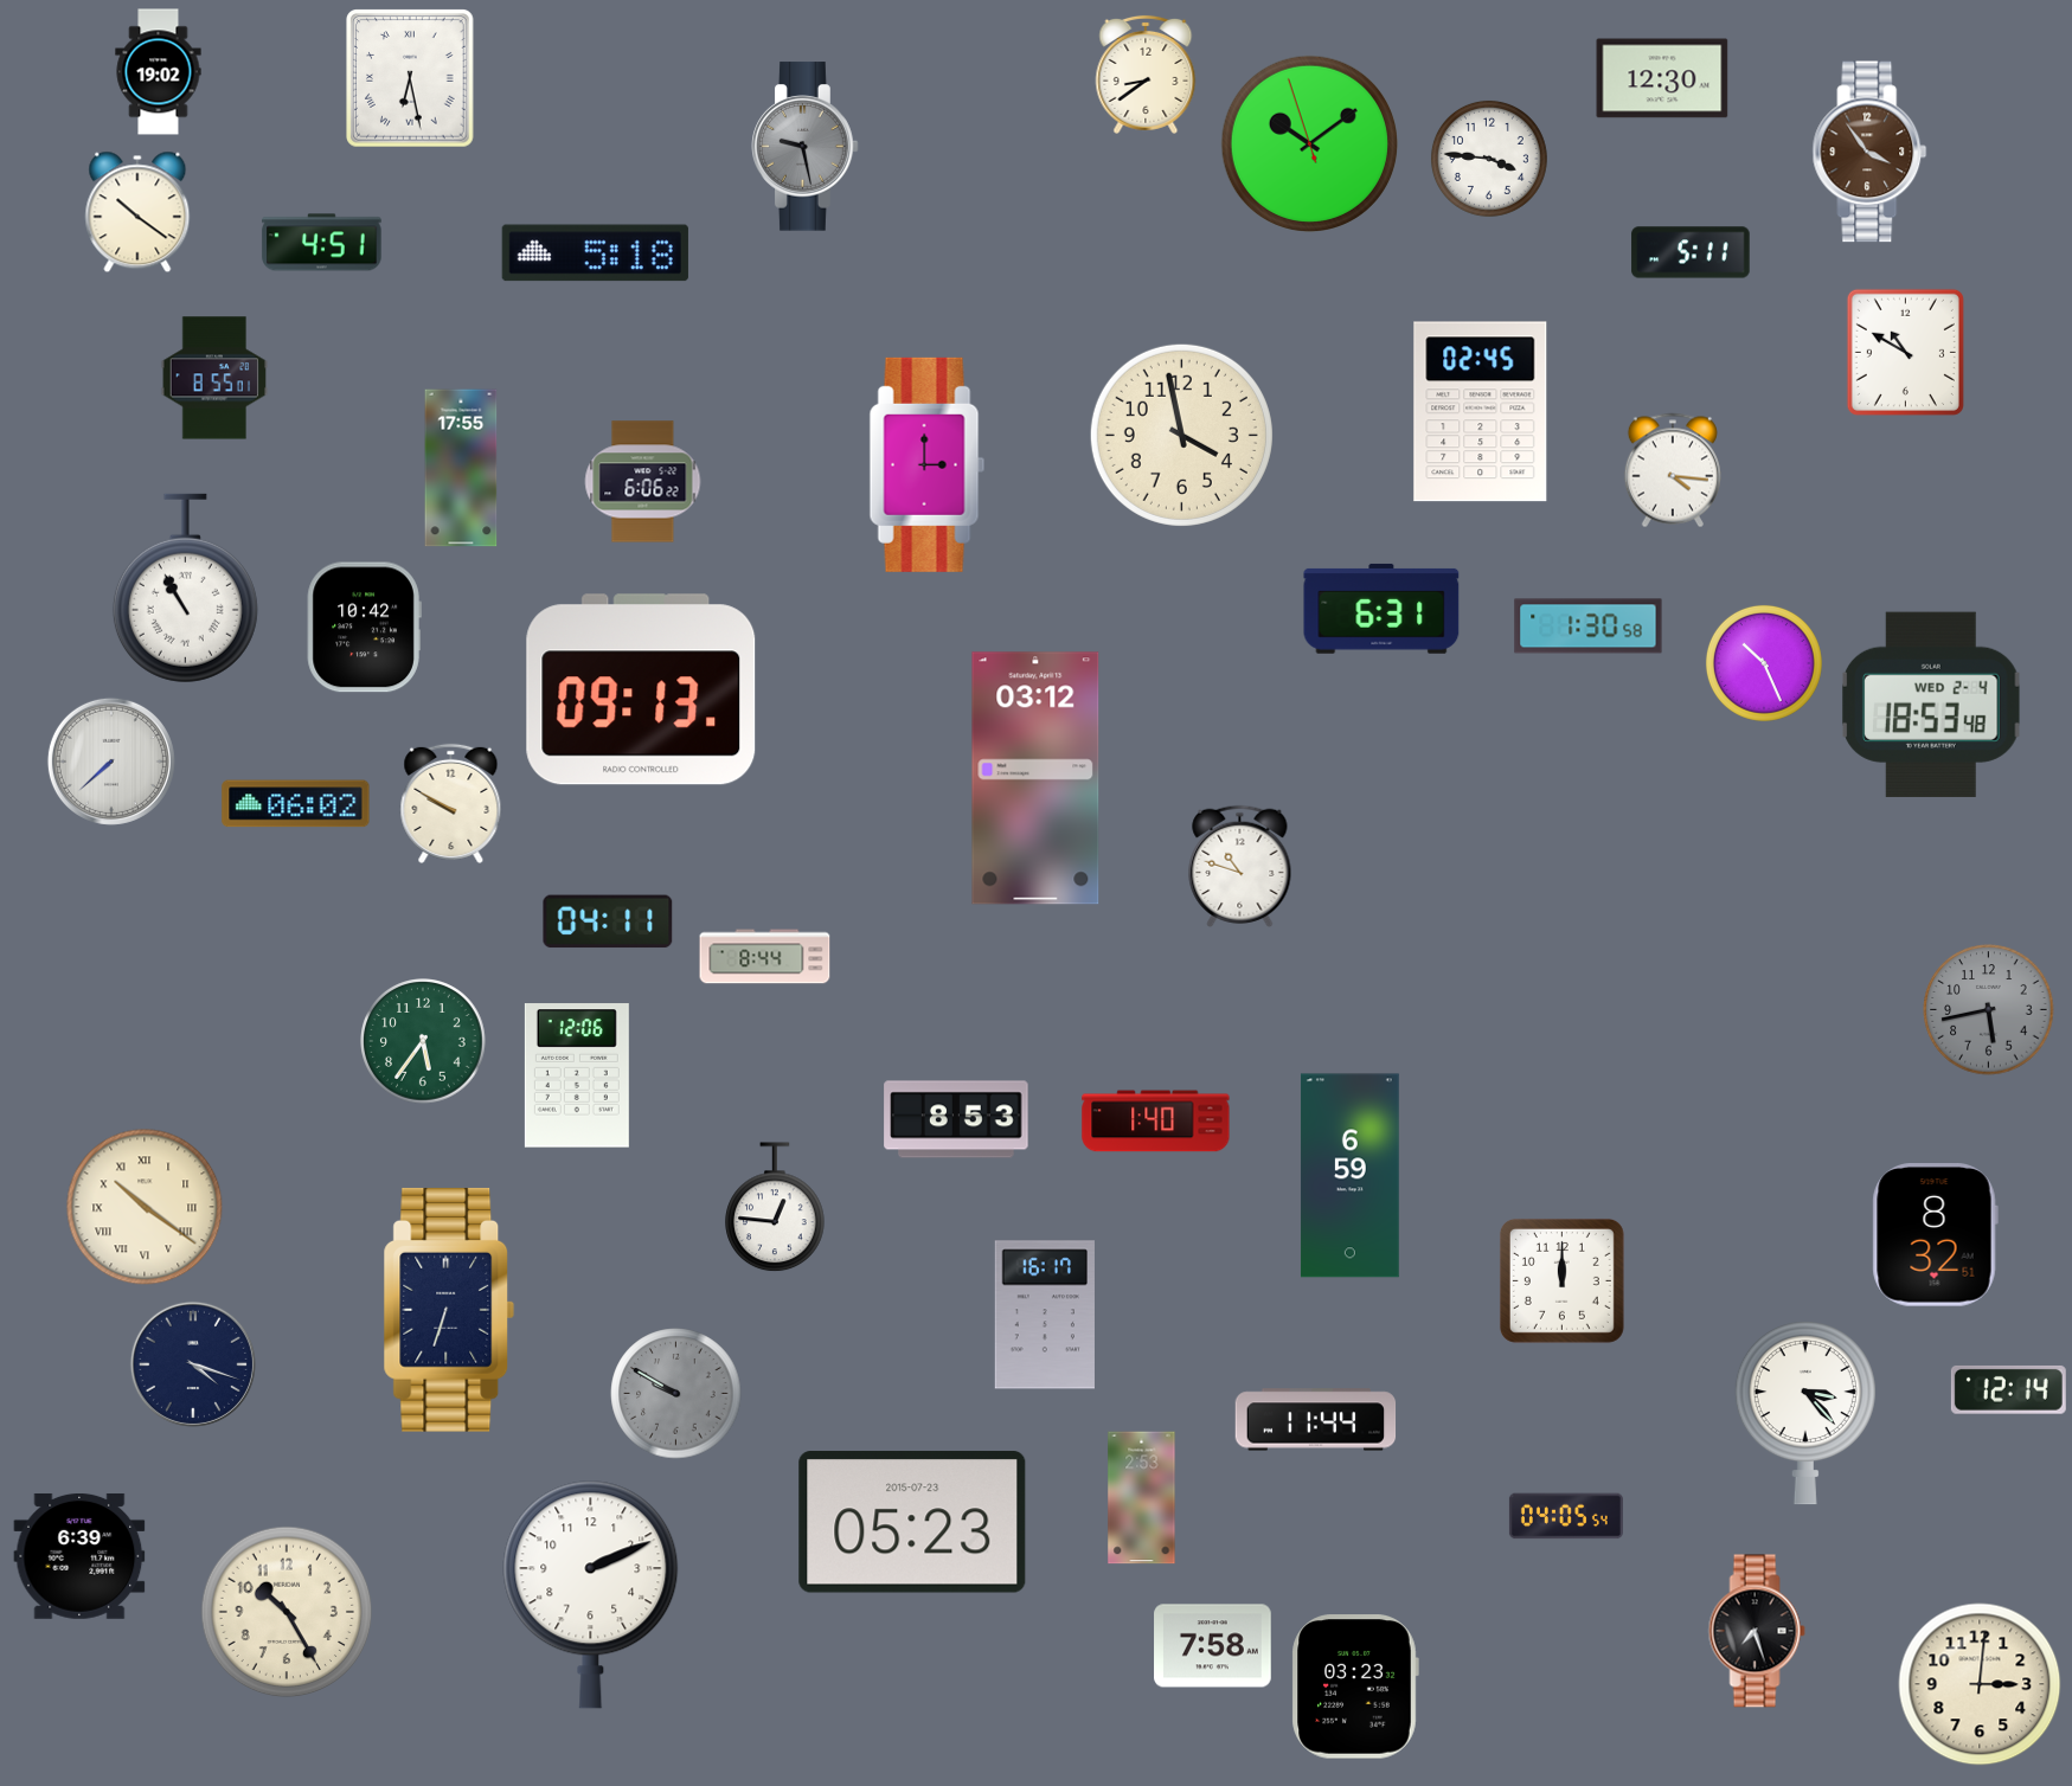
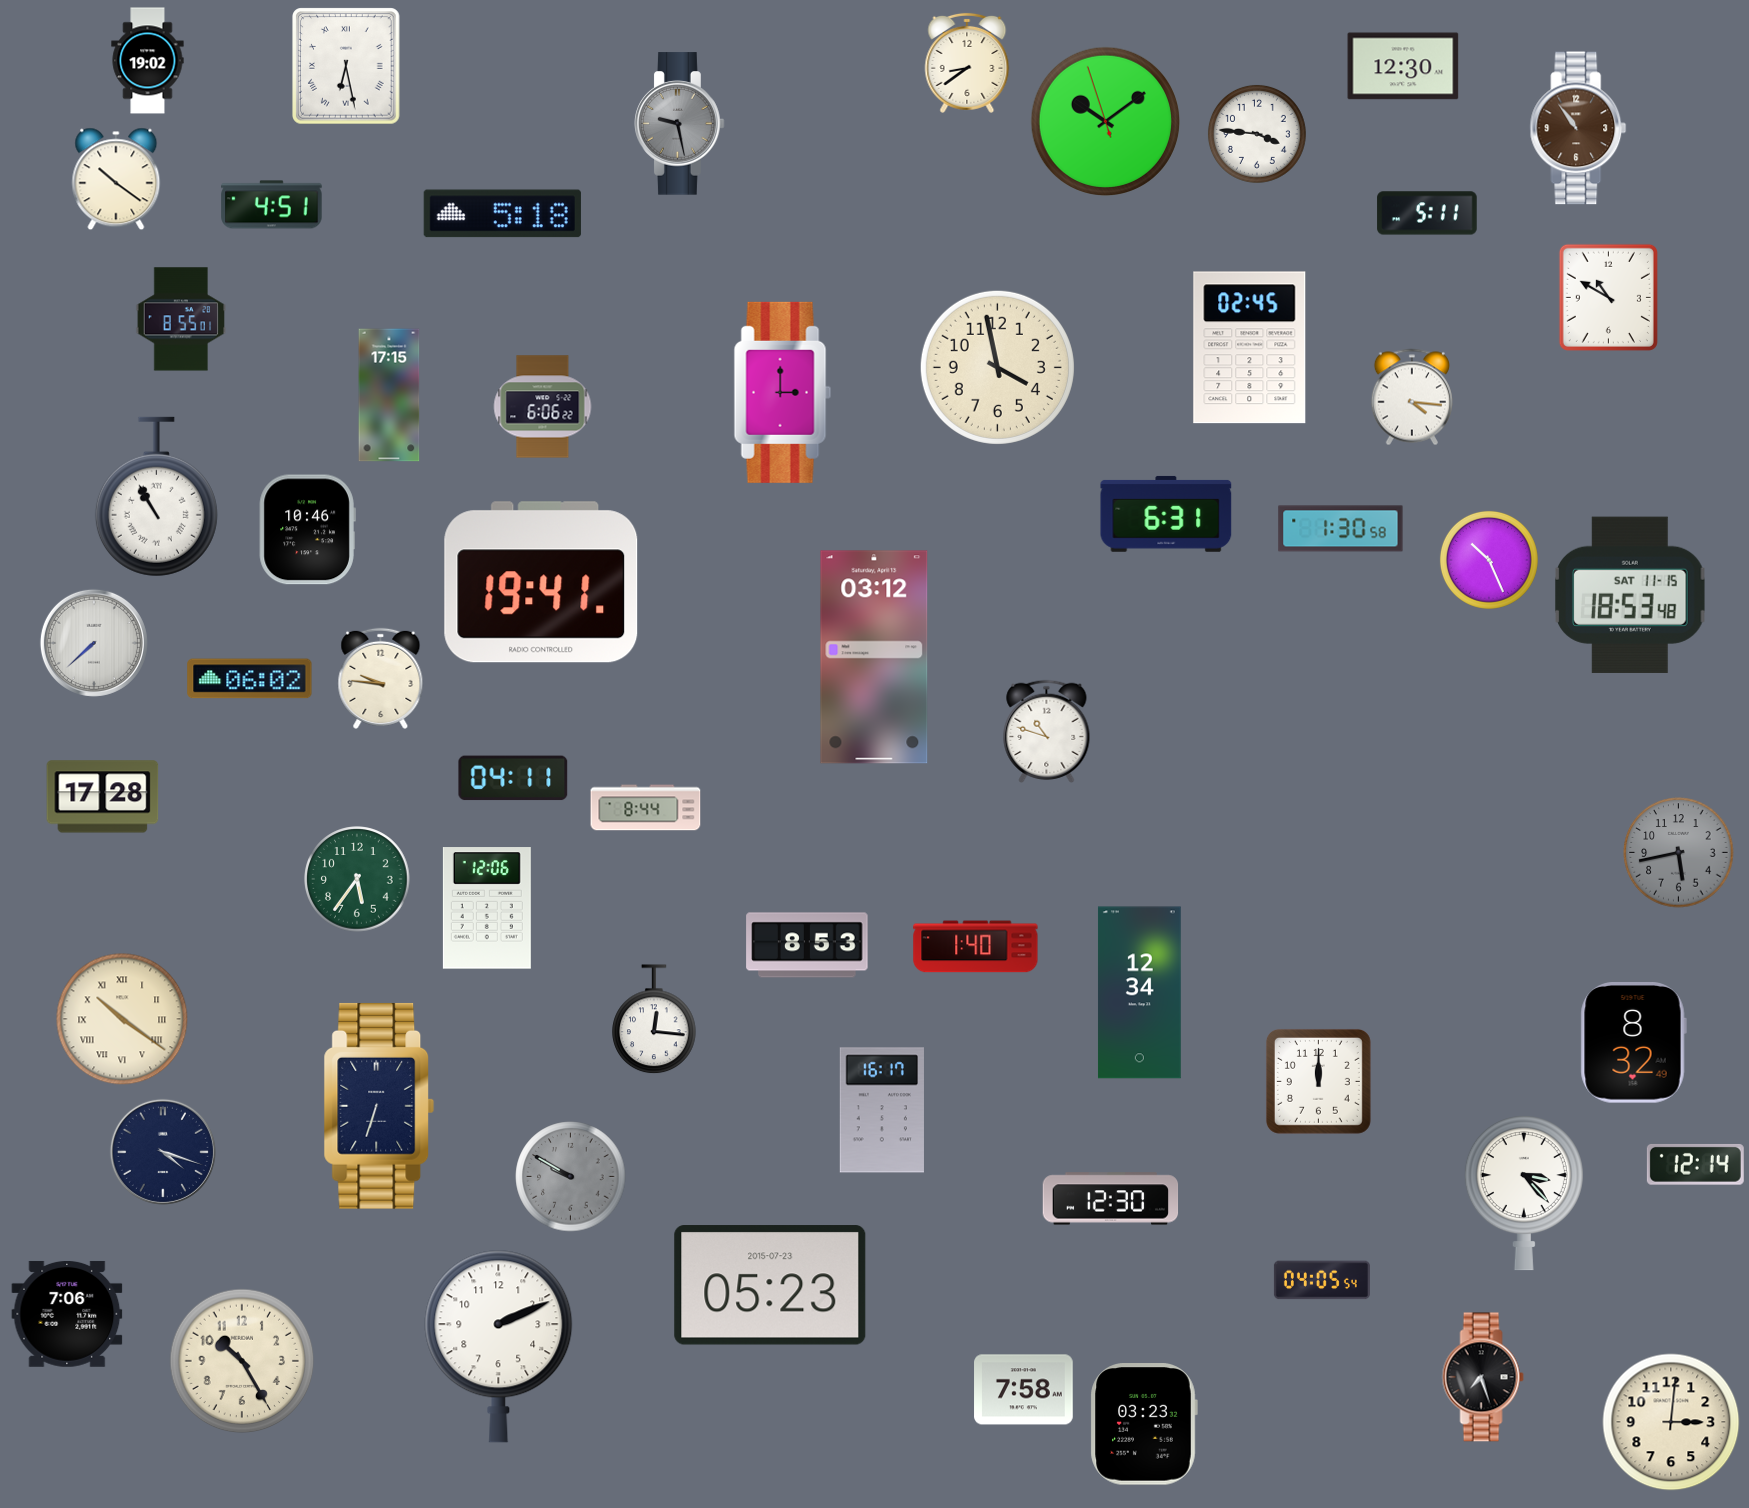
clock at (159, 72) position: (159, 72) -> (148, 61)
clock at (1869, 152): 3:54 -> 10:54
clock at (461, 468): 17:55 -> 17:15
clock at (364, 628): 10:42 -> 10:46
clock at (641, 689): 09:13 -> 19:41
clock at (1931, 705) date: WED 2-4 -> SAT 11-15
clock at (451, 803): 9:50 -> 9:46
clock at (103, 797): none -> 17:28
clock at (1351, 1176): 6:59 -> 12:34
clock at (775, 1208): 12:46 -> 12:16
clock at (1935, 1235): 8:32:51 -> 8:32:49
clock at (2008, 1389) position: (2008, 1389) -> (1695, 1164)
clock at (1316, 1420): 11:44 -> 12:30
clock at (1142, 1498): 2:53 -> none
clock at (79, 1556): 6:39 -> 7:06
